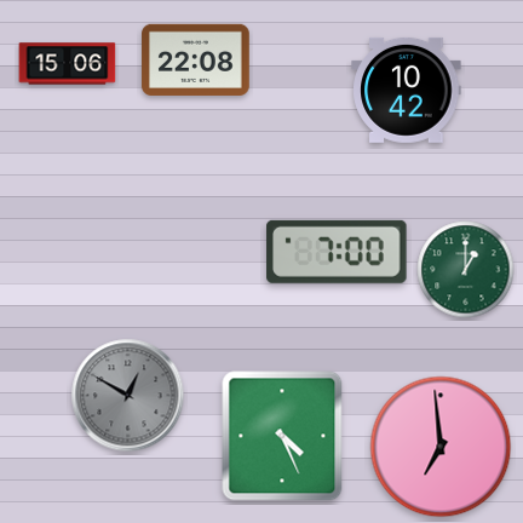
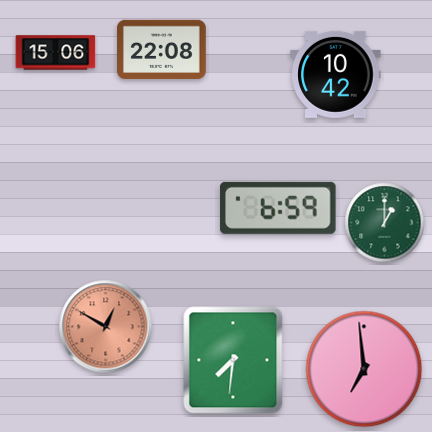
clock at (337, 252): 7:00 -> 6:59
clock at (128, 396) dial: grey -> salmon
clock at (282, 436): 4:26 -> 7:31
